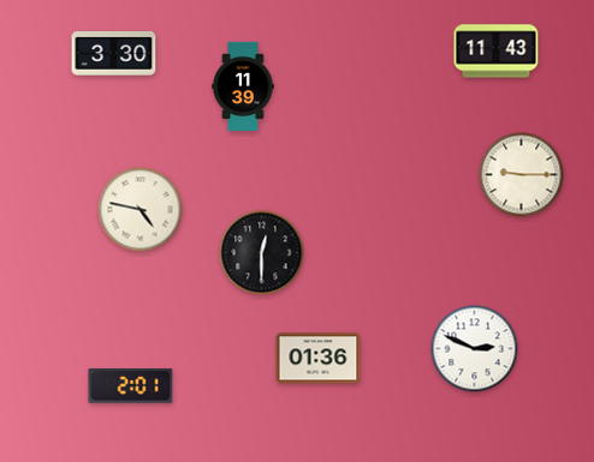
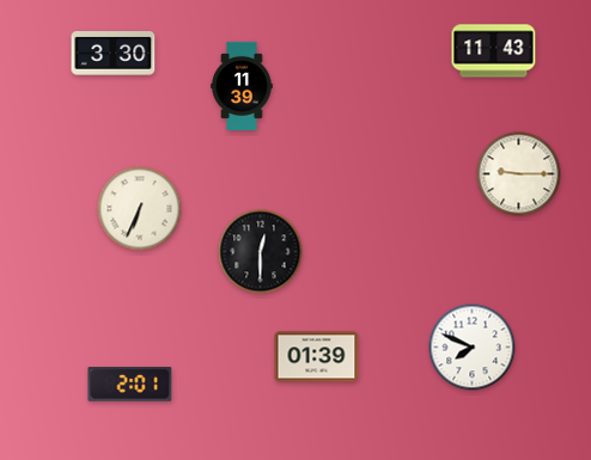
clock at (141, 210): 4:47 -> 6:34
clock at (475, 349): 2:49 -> 7:49
clock at (319, 359): 01:36 -> 01:39
